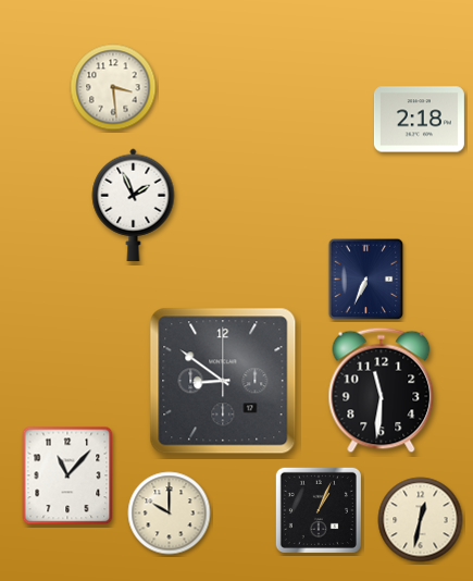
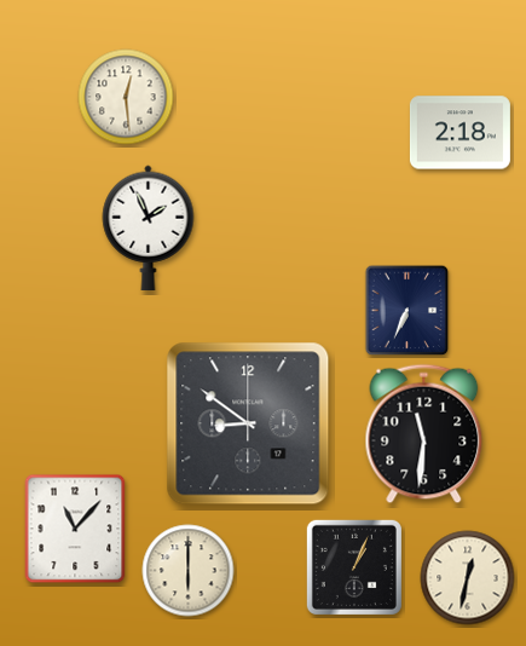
clock at (113, 87): 3:29 -> 12:29
clock at (419, 120) position: (419, 120) -> (459, 133)
clock at (170, 514): 10:00 -> 6:00
